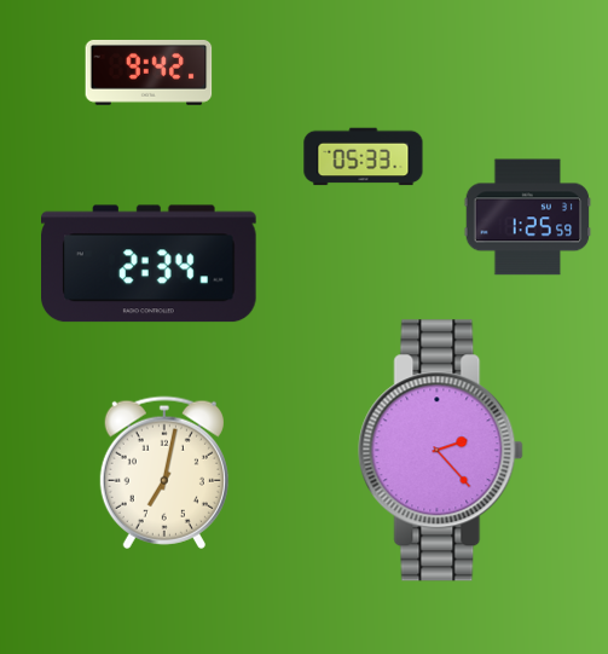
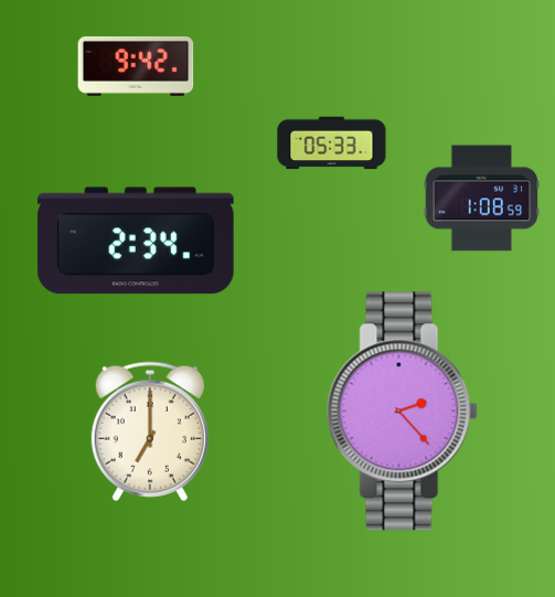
clock at (528, 218): 1:25 -> 1:08
clock at (164, 473): 7:02 -> 7:00
